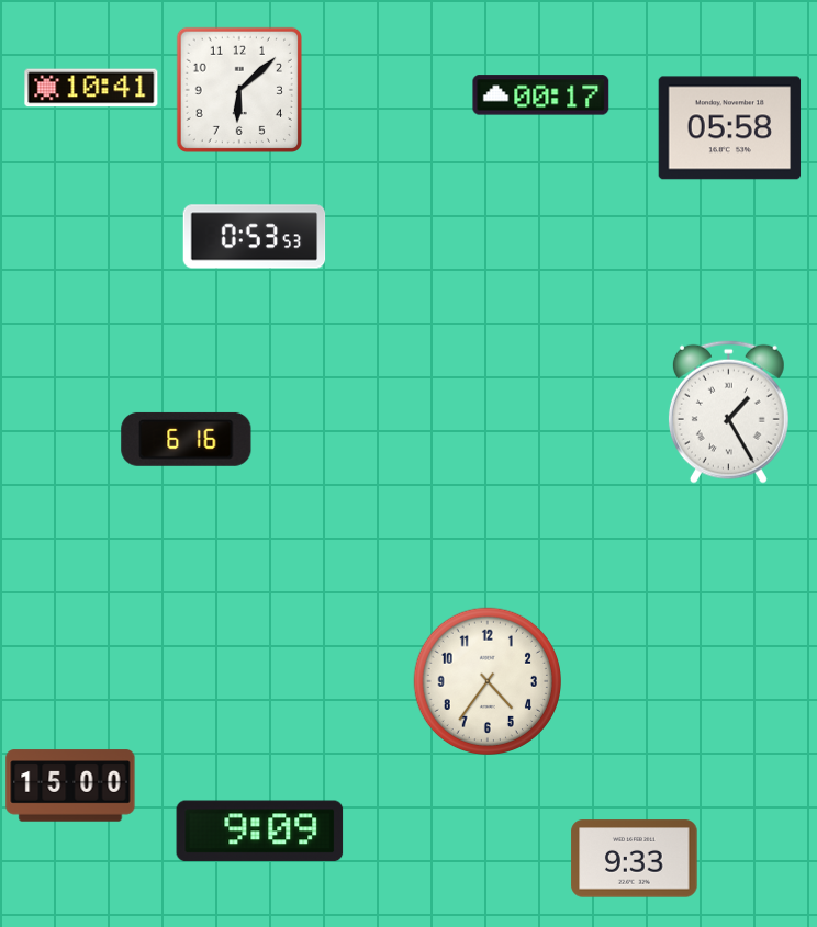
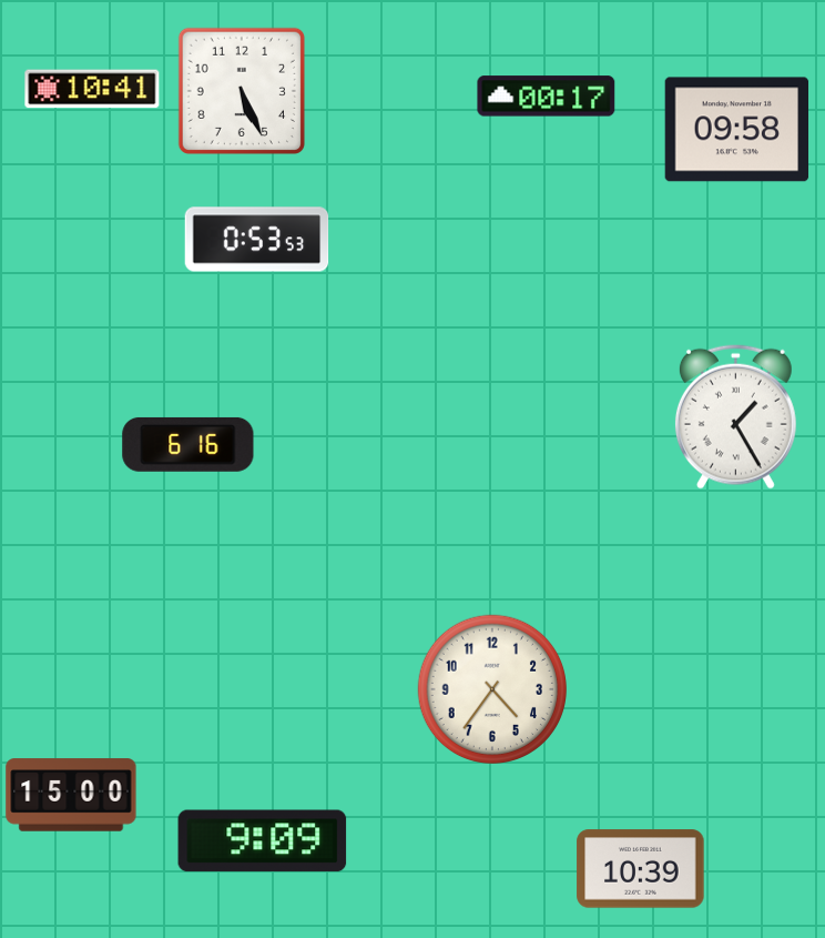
clock at (239, 90): 6:08 -> 5:26
clock at (730, 128): 05:58 -> 09:58
clock at (635, 859): 9:33 -> 10:39
